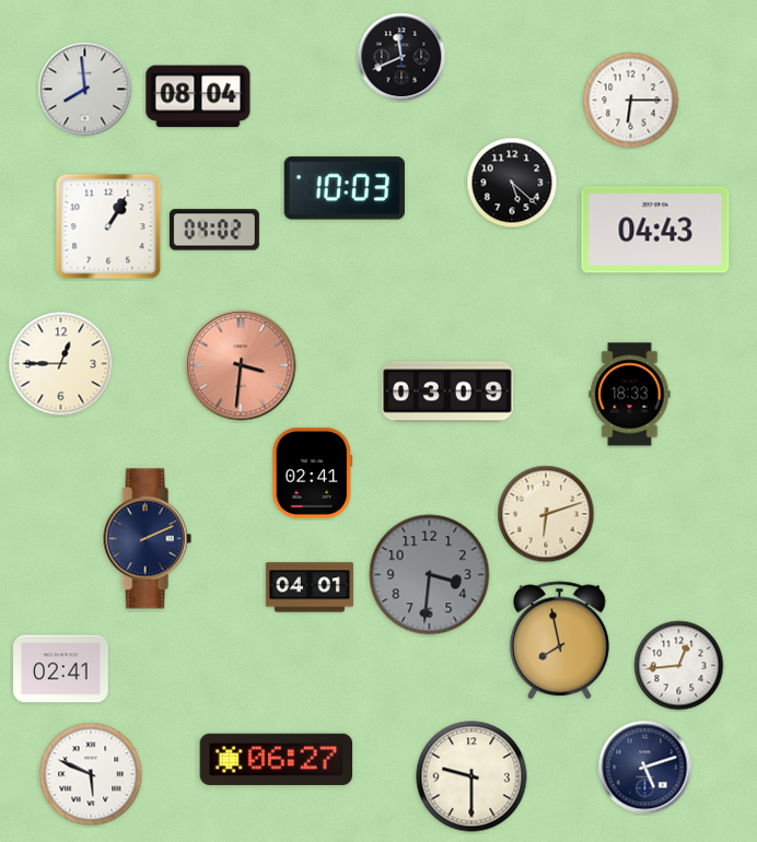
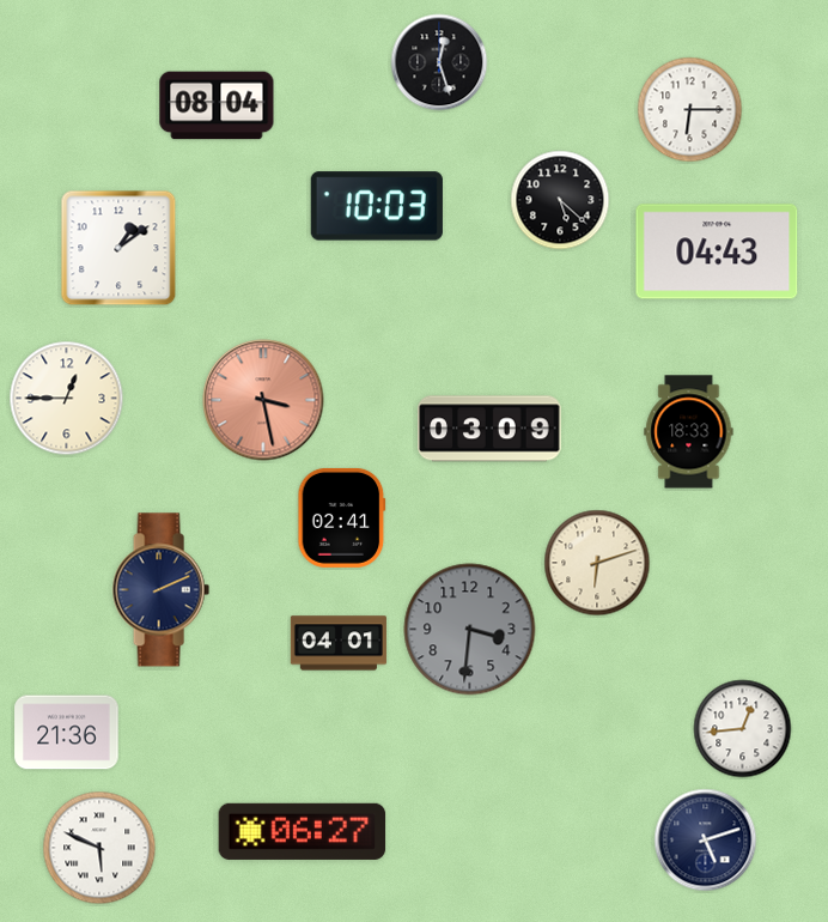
clock at (401, 57): 11:41 -> 12:27
clock at (85, 90): 7:59 -> none
clock at (108, 226): 1:05 -> 1:09
clock at (214, 230): 04:02 -> none
clock at (241, 365): 3:31 -> 3:28
clock at (559, 641): 7:58 -> none
clock at (61, 669): 02:41 -> 21:36
clock at (471, 776): 9:30 -> none
